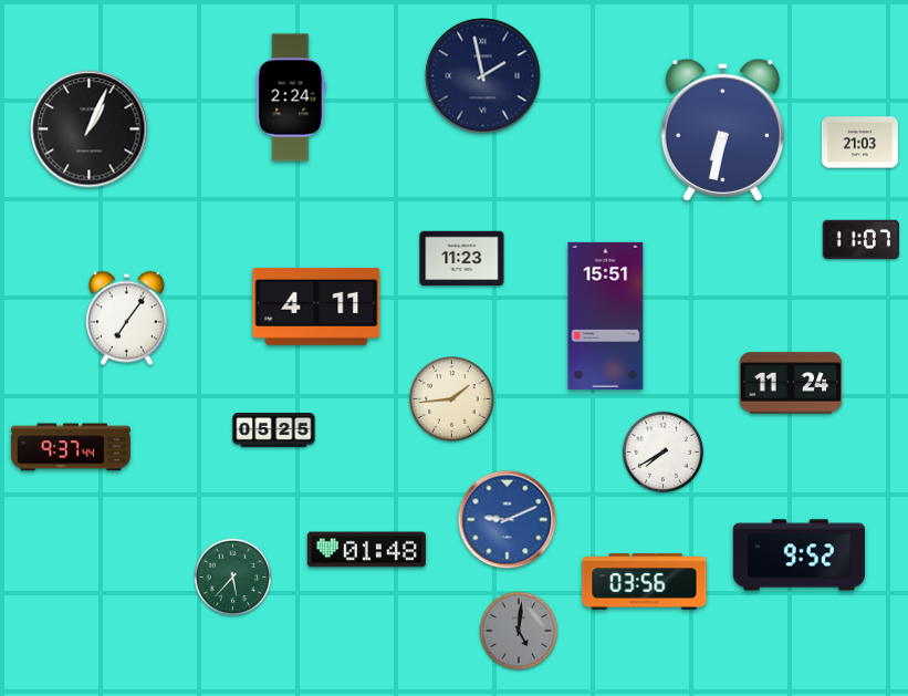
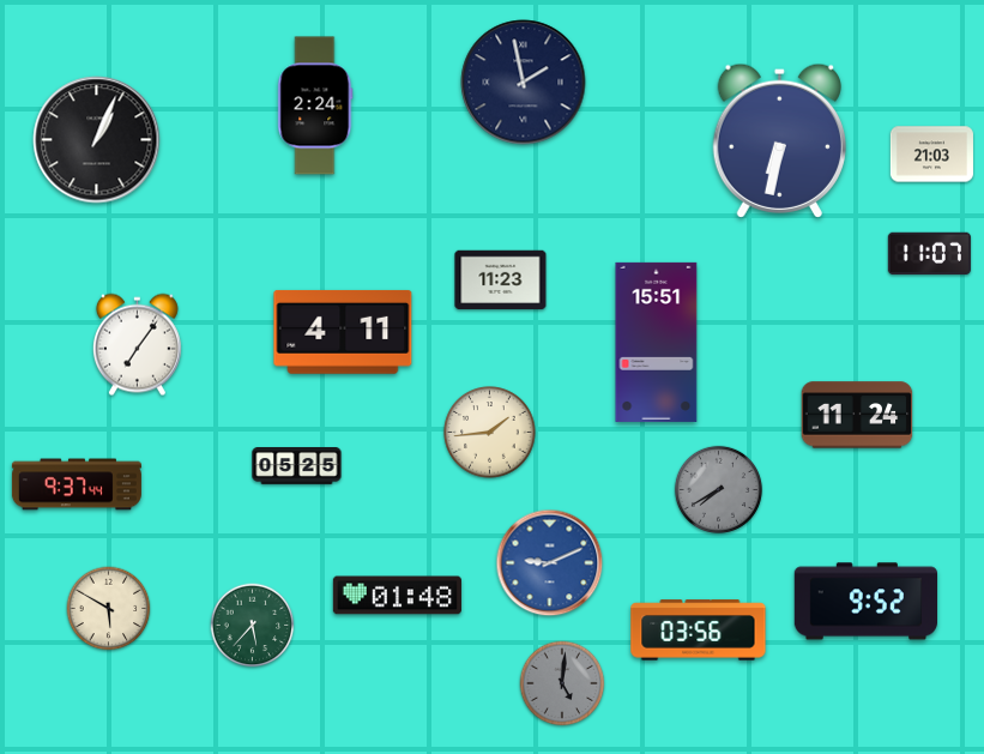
clock at (722, 129) position: (722, 129) -> (779, 140)
clock at (860, 239) position: (860, 239) -> (929, 253)
clock at (662, 451) dial: white -> grey
clock at (109, 609): none -> 5:50
